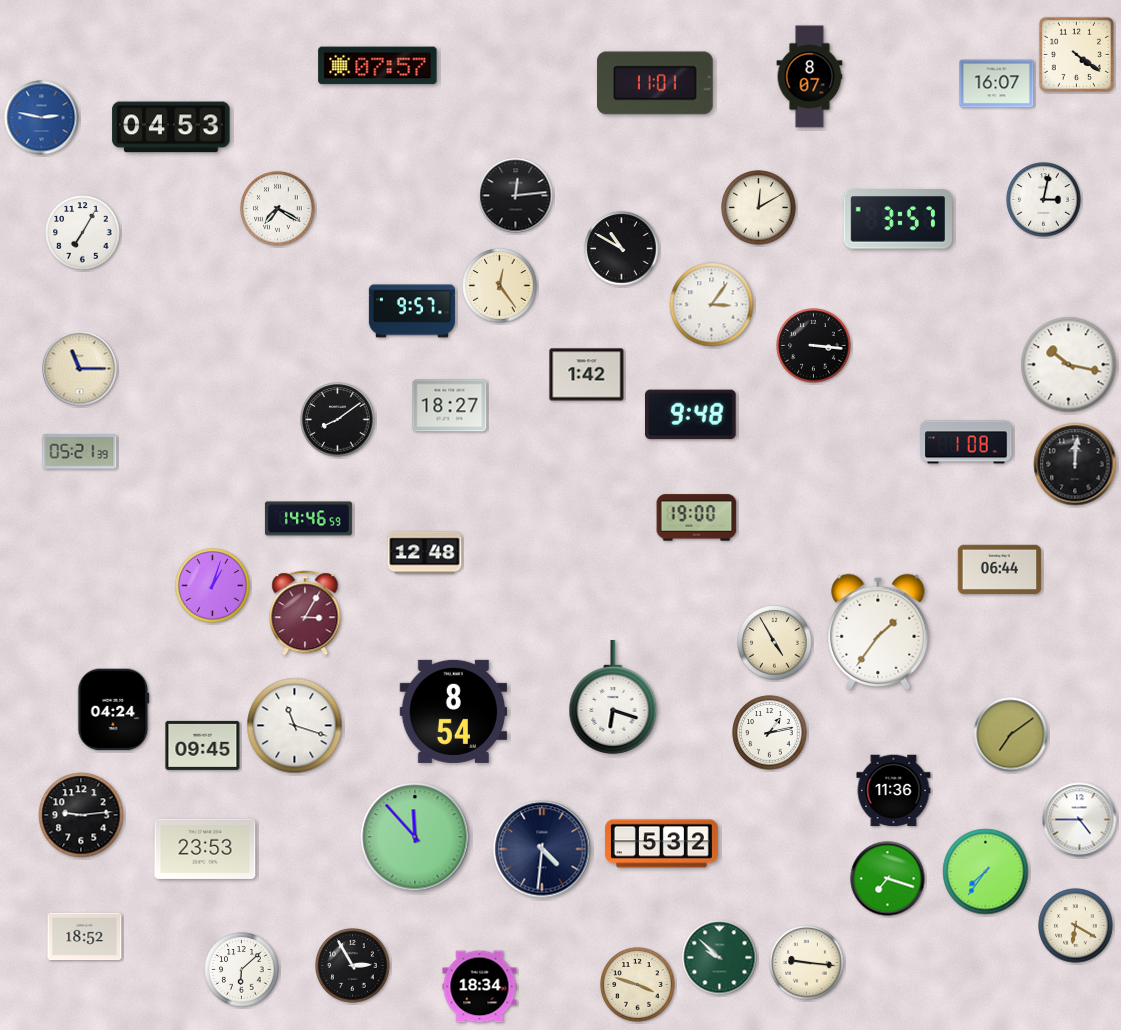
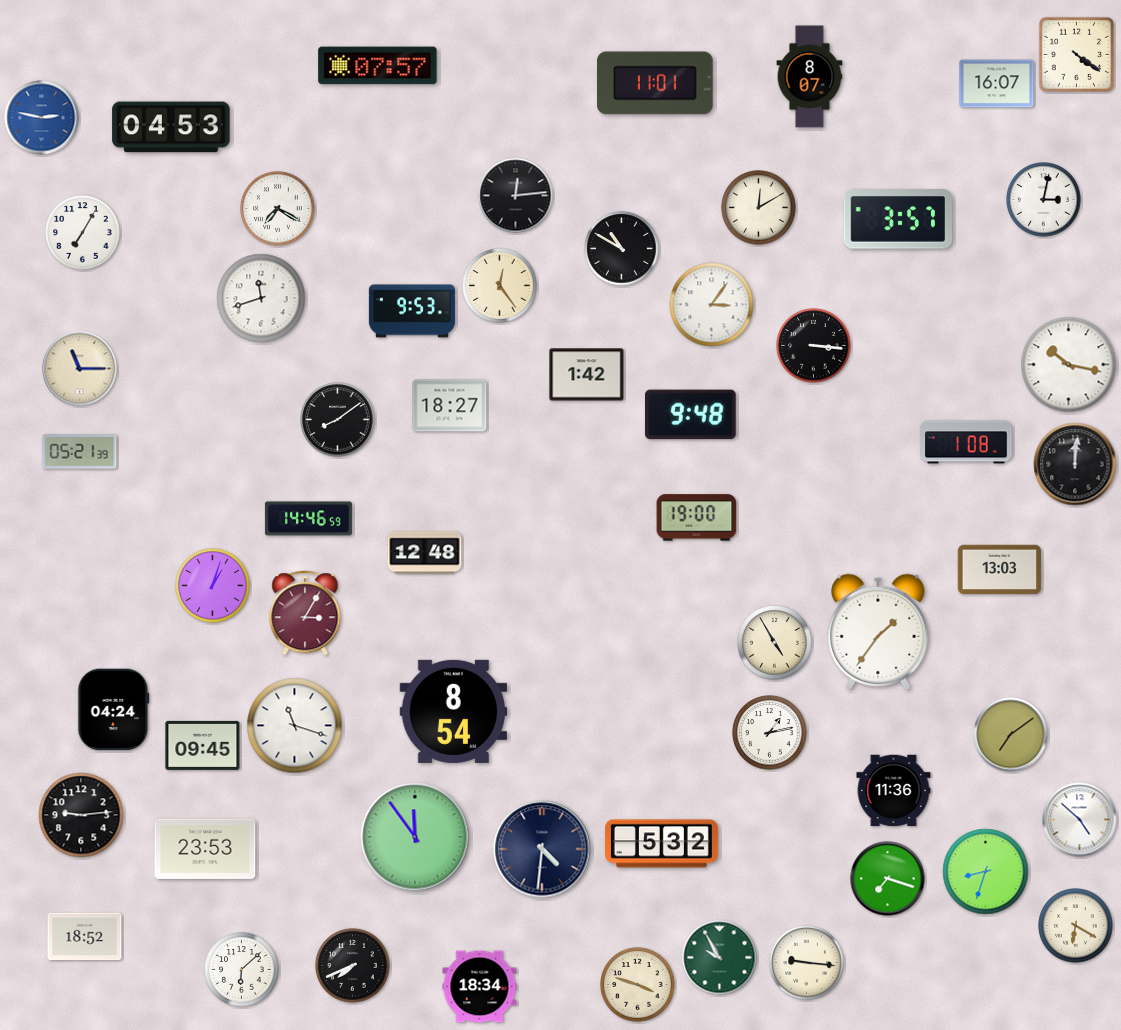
clock at (261, 298): none -> 11:42
clock at (412, 311): 9:57 -> 9:53
clock at (1000, 570): 06:44 -> 13:03
clock at (613, 697): 6:18 -> none
clock at (1080, 820): 4:45 -> 4:52
clock at (415, 837): 11:53 -> 11:54
clock at (986, 872): 7:36 -> 8:33
clock at (720, 958): 9:52 -> 9:55
clock at (353, 966): 2:55 -> 7:41
